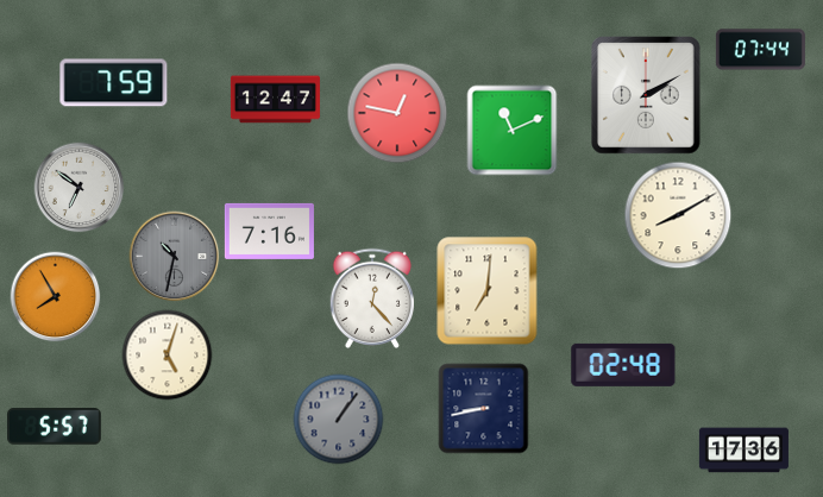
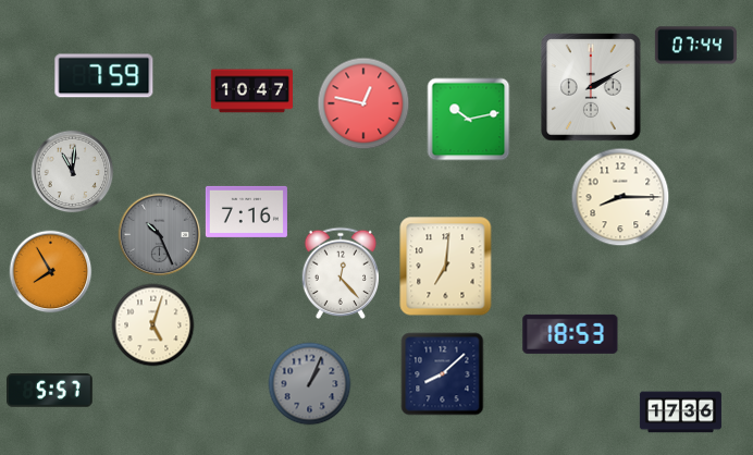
clock at (275, 100): 12:47 -> 10:47
clock at (513, 131): 11:11 -> 10:13
clock at (80, 188): 6:51 -> 11:01
clock at (678, 215): 8:10 -> 8:15
clock at (175, 257): 10:32 -> 10:26
clock at (623, 365): 02:48 -> 18:53
clock at (484, 409): 8:43 -> 8:08
clock at (339, 420): 1:06 -> 1:04
